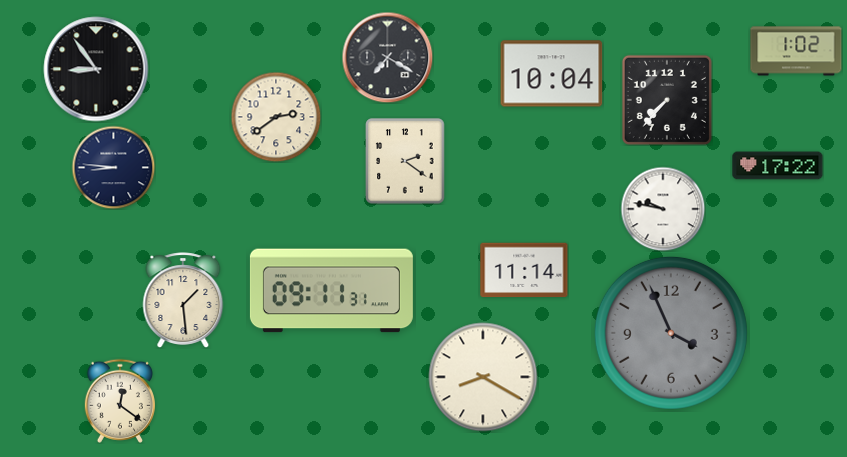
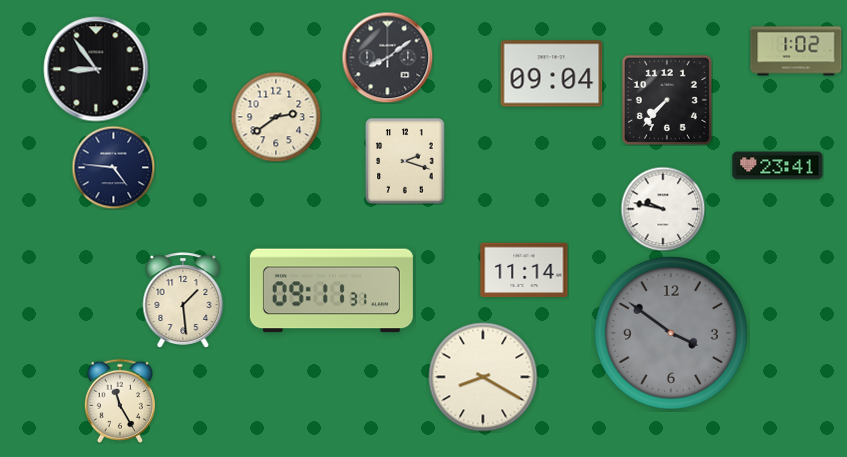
clock at (387, 57): 7:20 -> 8:09
clock at (552, 74): 10:04 -> 09:04
clock at (405, 161): 2:21 -> 2:18
clock at (778, 166): 17:22 -> 23:41
clock at (113, 167): 8:46 -> 4:46
clock at (671, 333): 3:56 -> 3:51
clock at (120, 401): 12:21 -> 11:25
